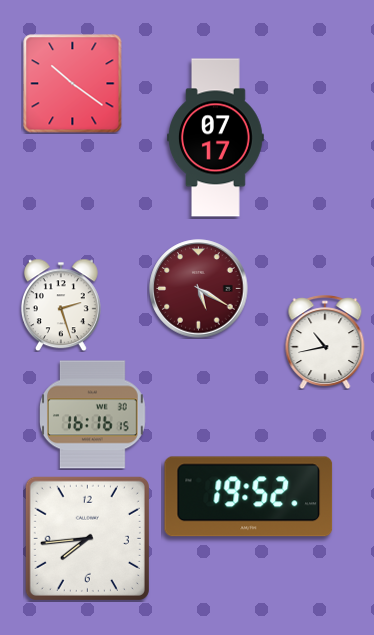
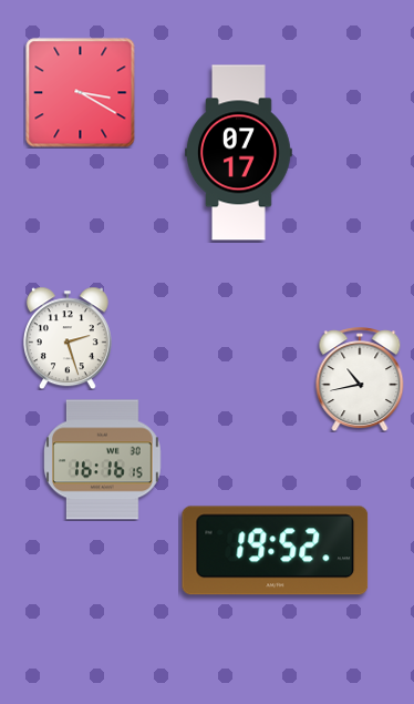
clock at (73, 84): 10:21 -> 3:20
clock at (199, 289): 5:20 -> none
clock at (87, 538): 7:44 -> none
